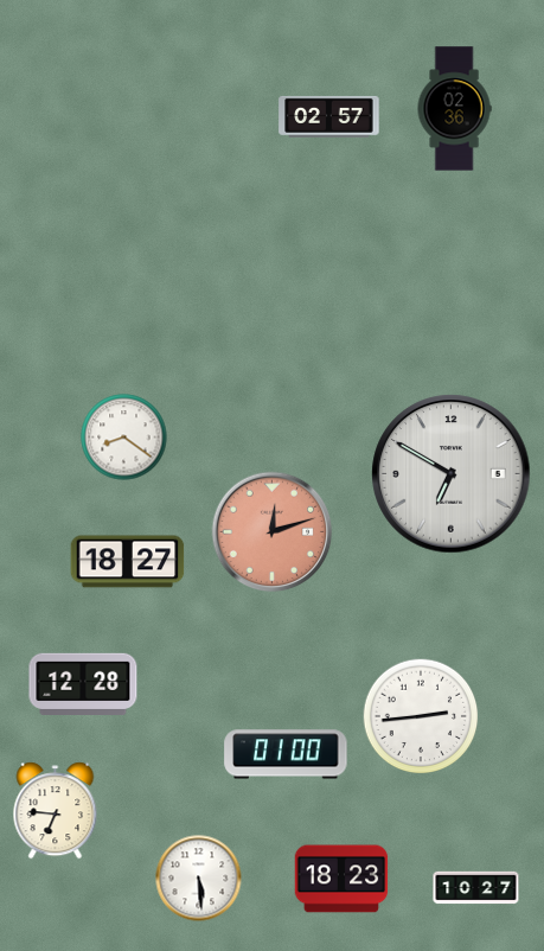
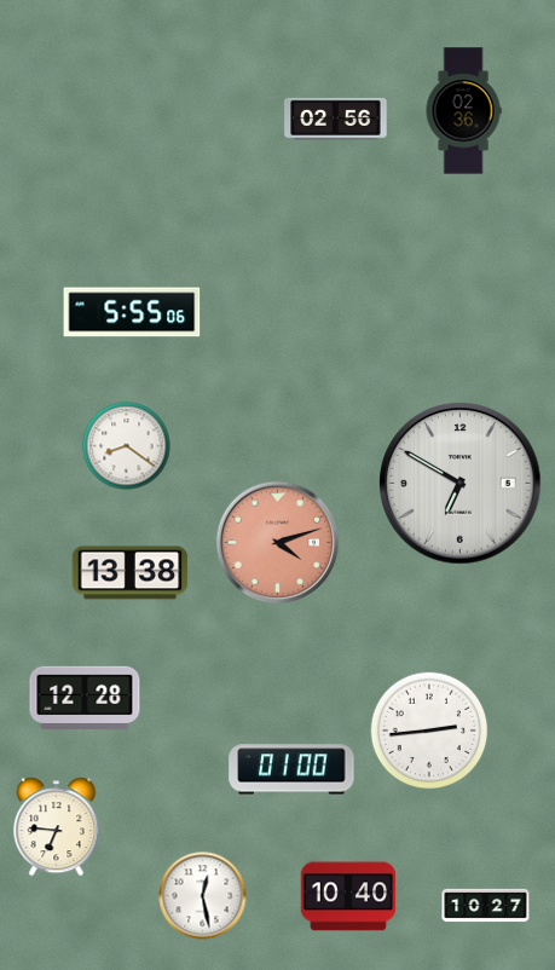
clock at (329, 116): 02:57 -> 02:56
clock at (132, 312): none -> 5:55
clock at (273, 532): 12:12 -> 4:12
clock at (128, 562): 18:27 -> 13:38
clock at (199, 879): 5:29 -> 12:28
clock at (341, 879): 18:23 -> 10:40
